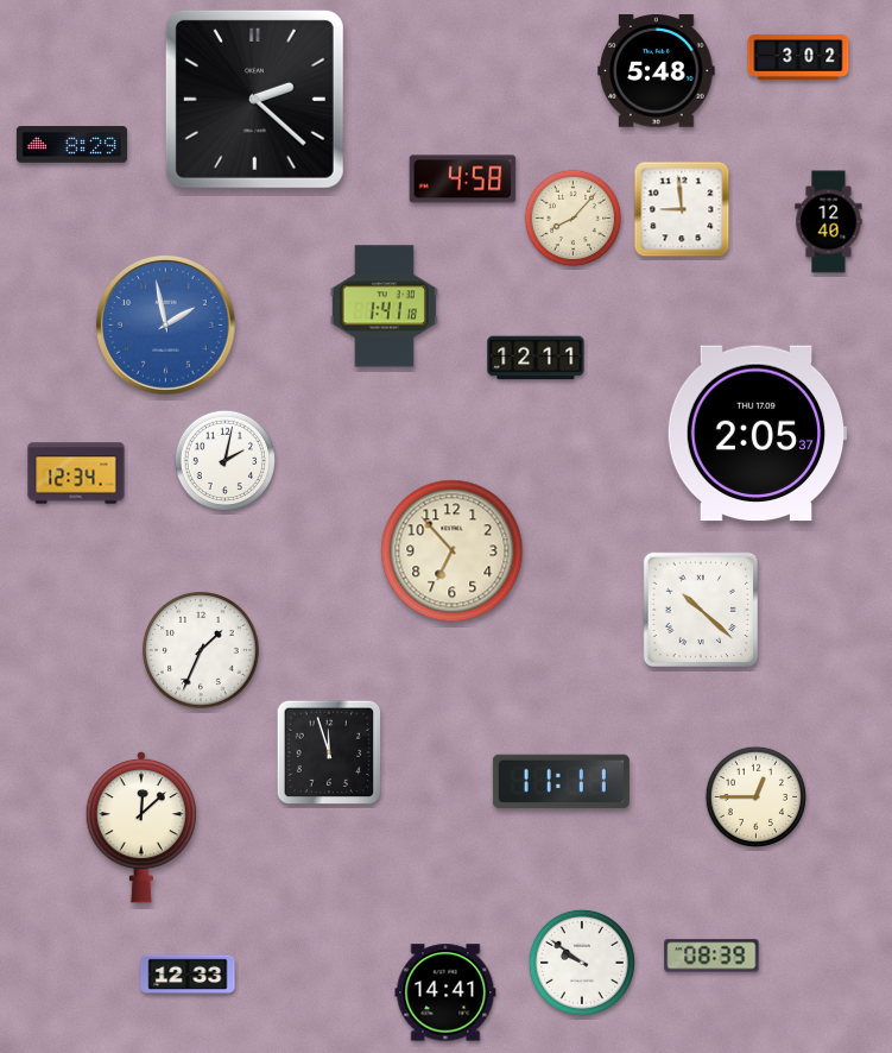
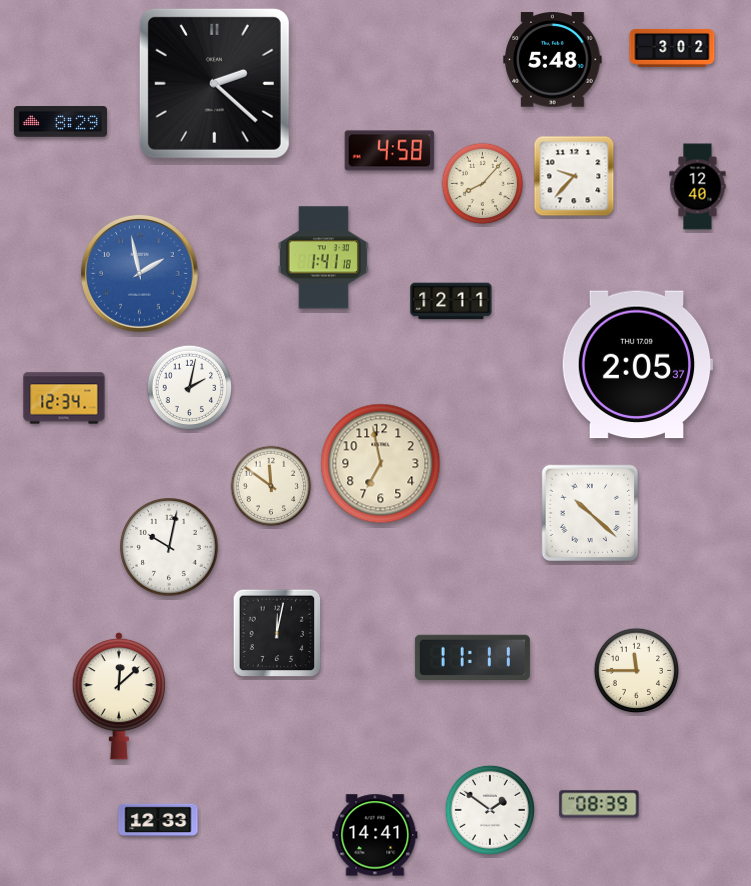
clock at (682, 209): 8:59 -> 9:37
clock at (453, 551): 6:53 -> 6:58
clock at (271, 486): none -> 11:51
clock at (201, 650): 1:34 -> 10:02
clock at (329, 752): 11:57 -> 12:02
clock at (755, 796): 12:45 -> 11:45
clock at (582, 963): 9:51 -> 1:51
